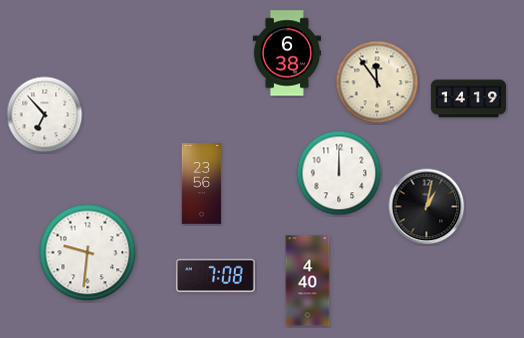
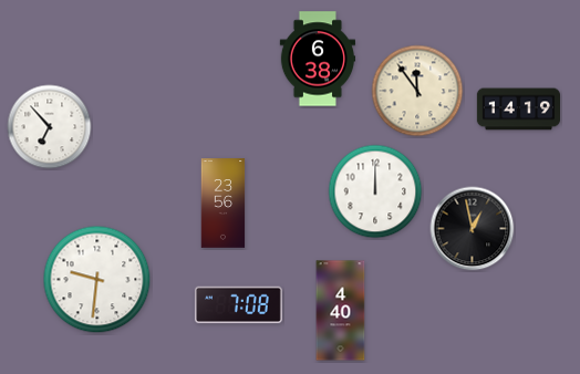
clock at (427, 207): 1:02 -> 12:58
